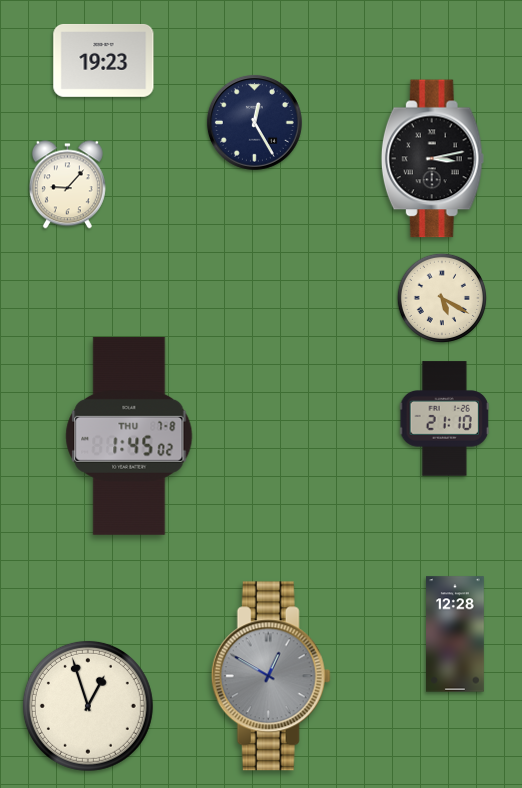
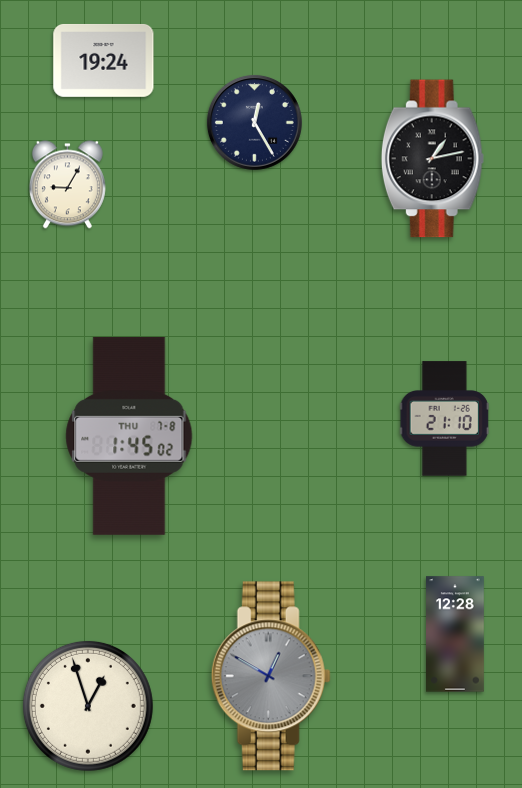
clock at (104, 60): 19:23 -> 19:24
clock at (432, 159): 3:13 -> 1:13
clock at (67, 185): 9:07 -> 9:05
clock at (442, 298): 5:20 -> none
